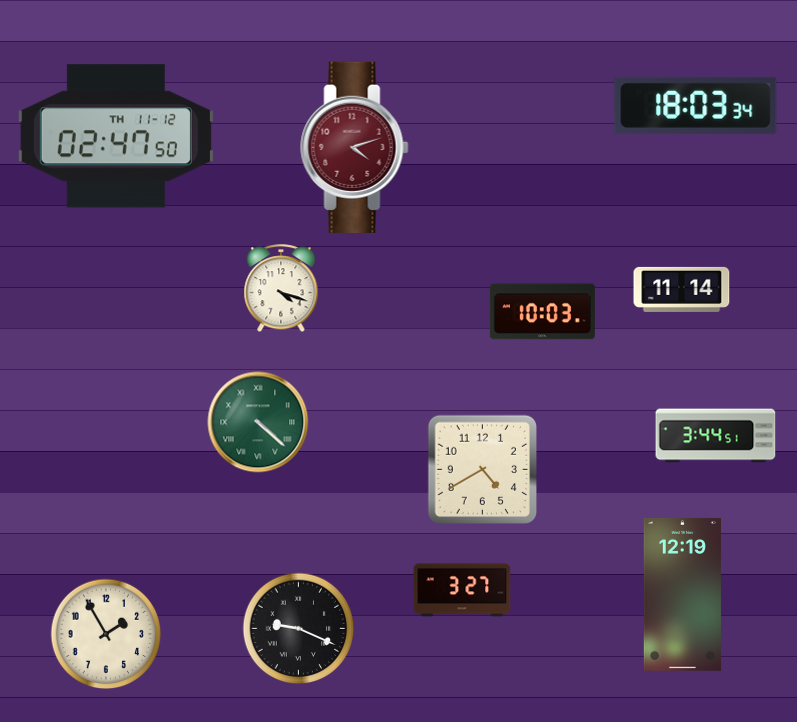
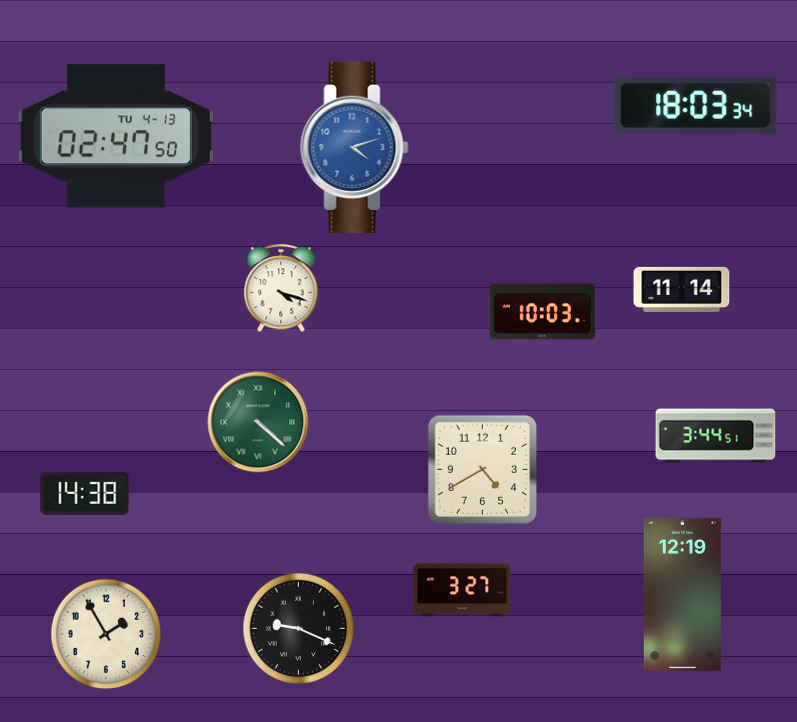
clock at (116, 136) date: TH 11-12 -> TU 4-13
clock at (355, 147) dial: burgundy -> blue
clock at (85, 493): none -> 14:38
